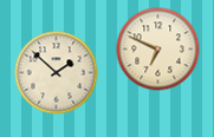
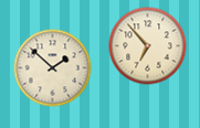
clock at (158, 50): 6:49 -> 6:53
